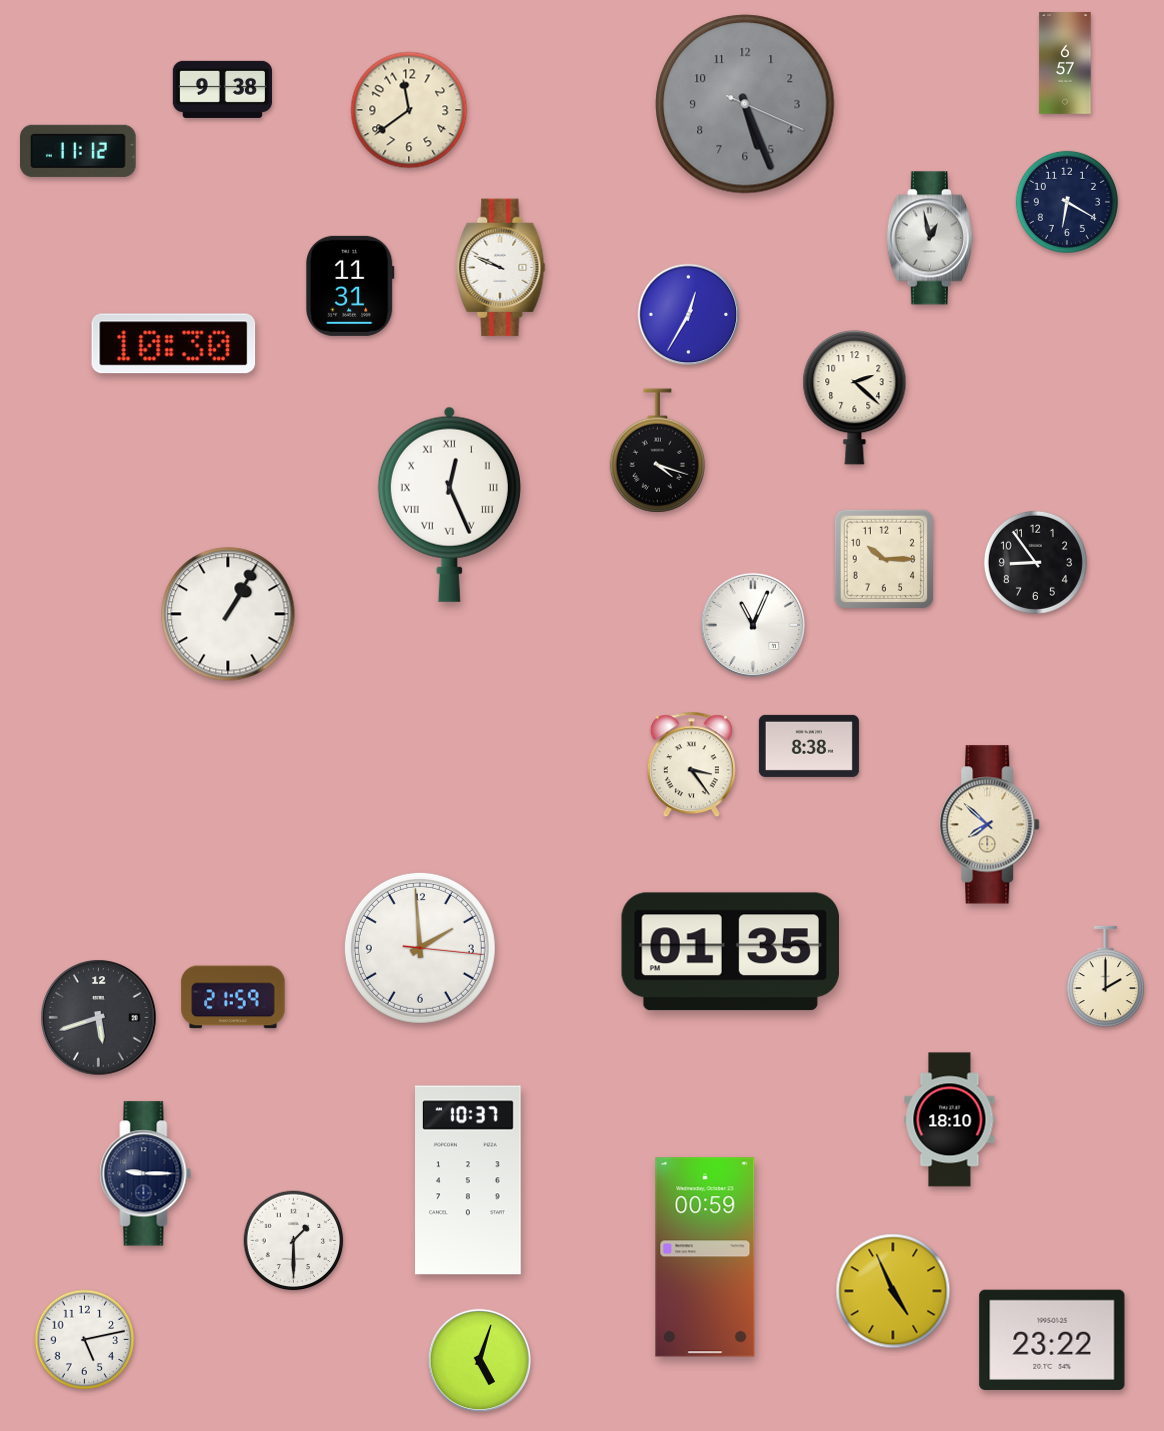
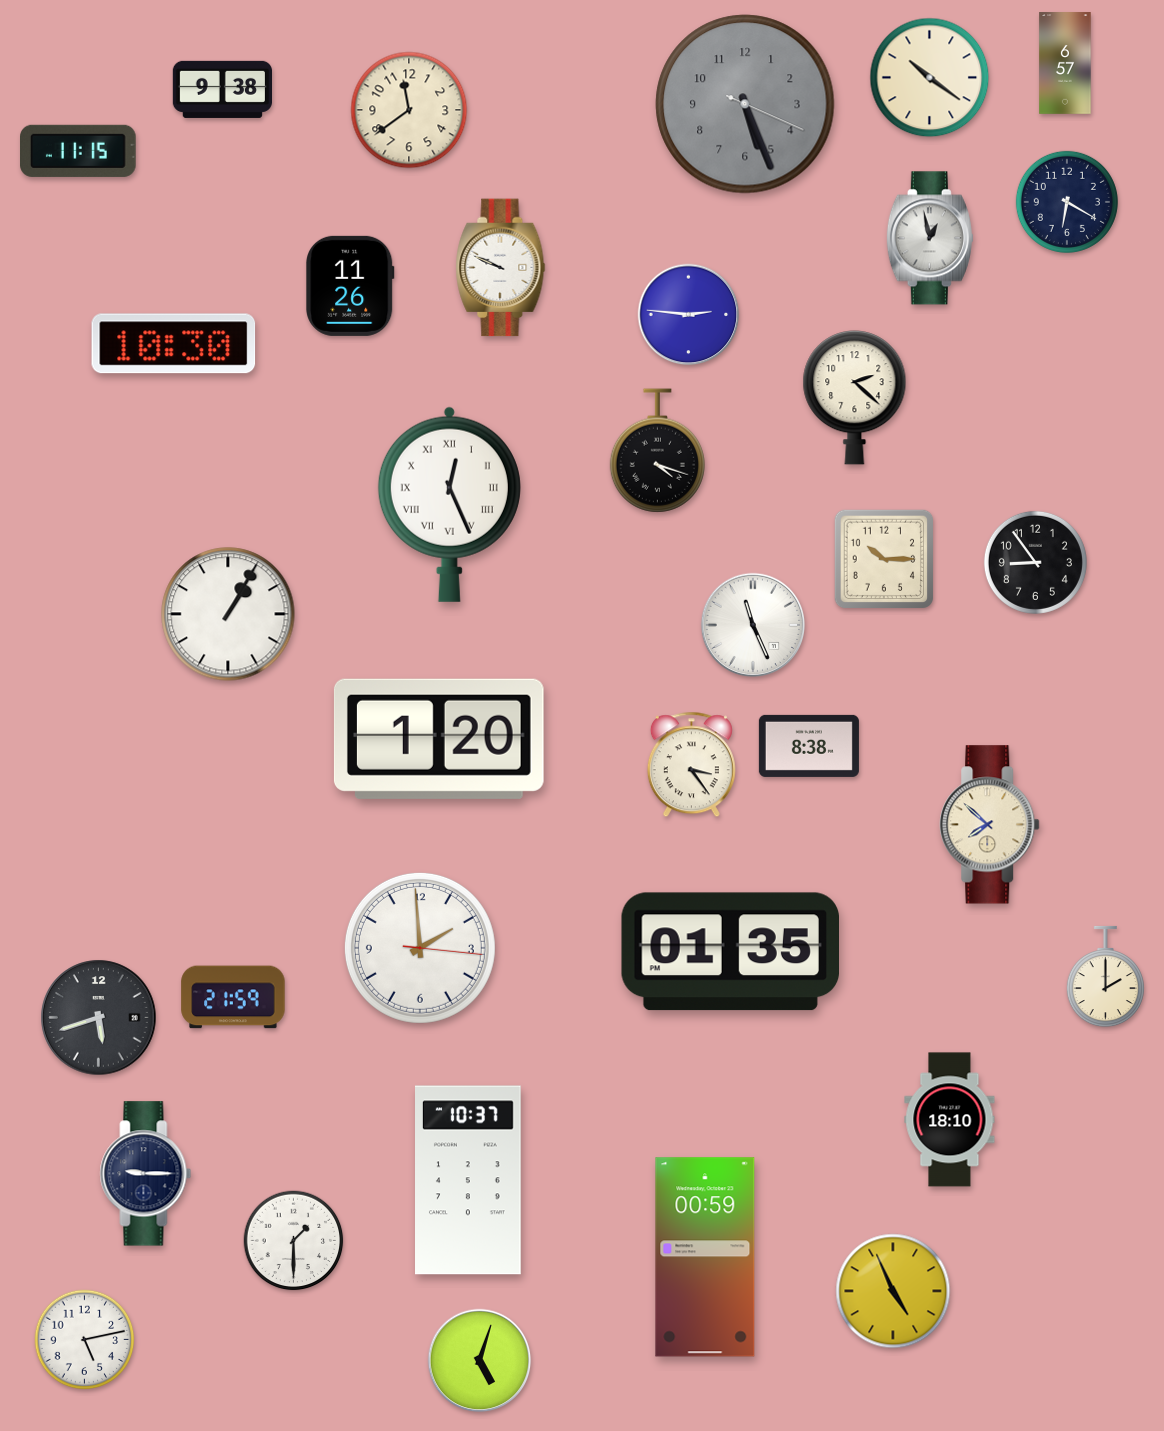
clock at (930, 78): none -> 10:21
clock at (79, 151): 11:12 -> 11:15
clock at (350, 286): 11:31 -> 11:26
clock at (689, 315): 12:35 -> 2:46
clock at (753, 625): 11:04 -> 11:26
clock at (439, 739): none -> 1:20
clock at (1052, 1340): 23:22 -> none
